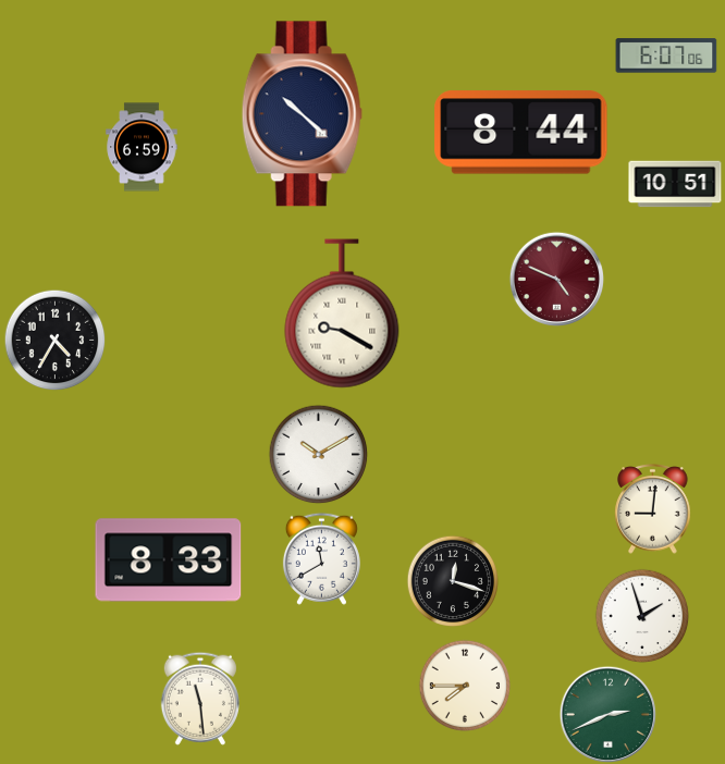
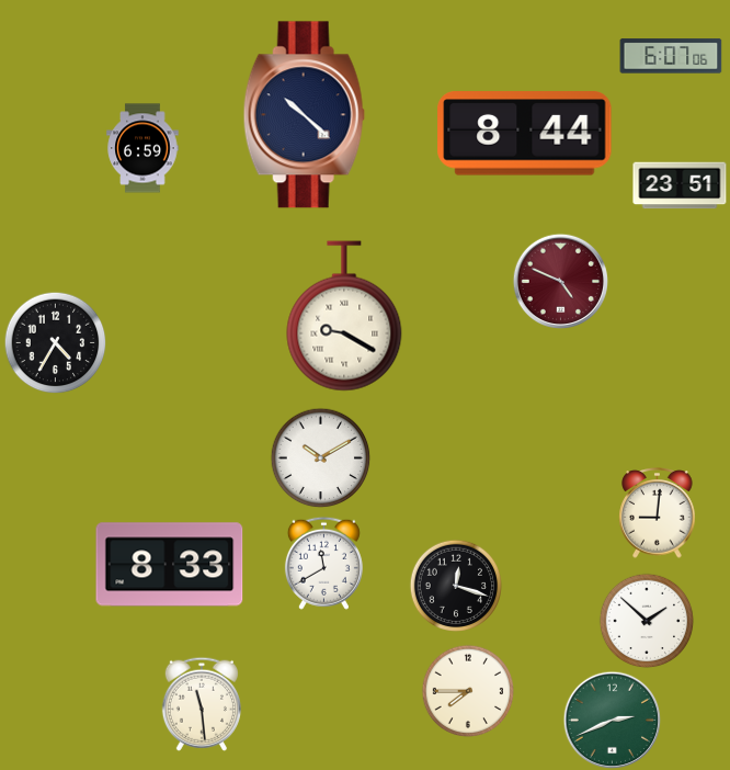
clock at (675, 184): 10:51 -> 23:51
clock at (642, 616): 1:57 -> 1:52
